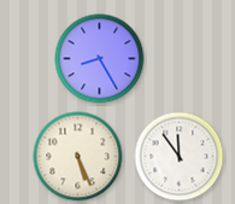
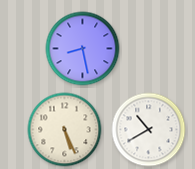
clock at (100, 59): 8:25 -> 8:28
clock at (180, 157): 11:54 -> 10:40
